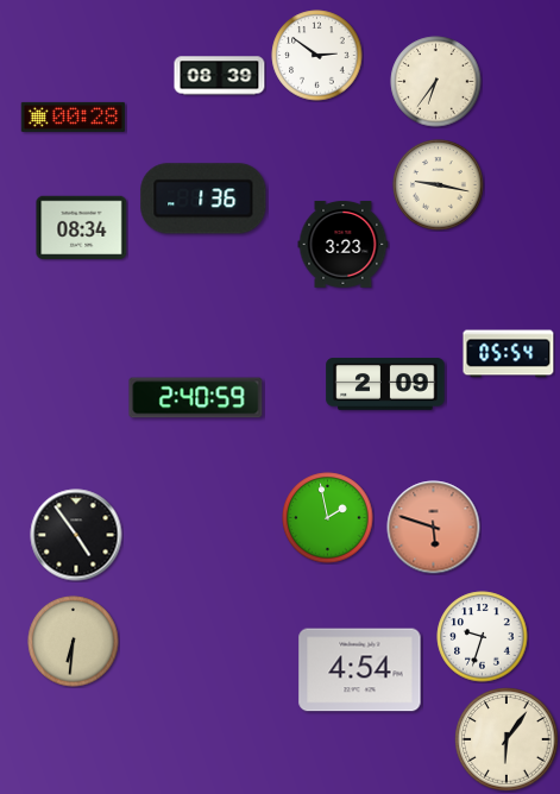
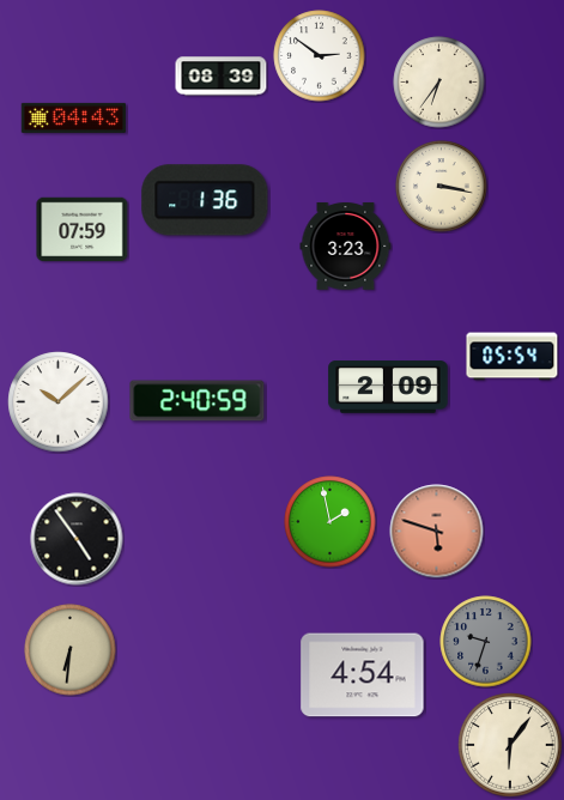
clock at (74, 116): 00:28 -> 04:43
clock at (439, 185): 9:17 -> 3:17
clock at (82, 228): 08:34 -> 07:59
clock at (59, 402): none -> 10:08
clock at (483, 637) dial: white -> grey
clock at (74, 642) position: (74, 642) -> (71, 650)
